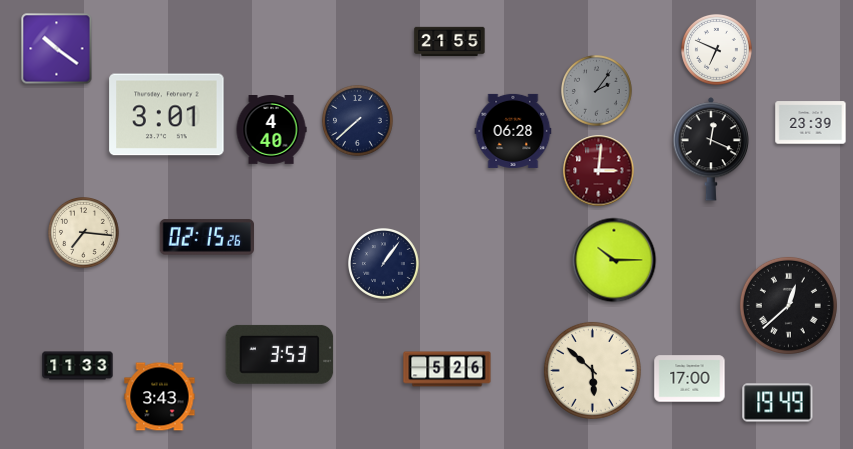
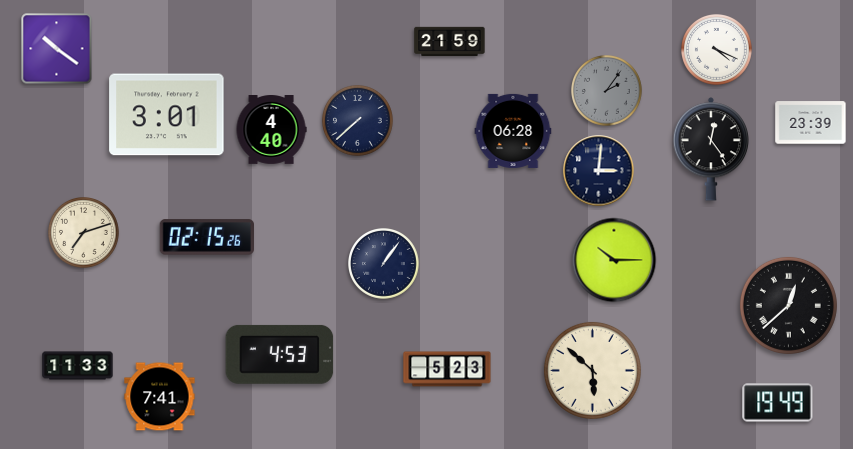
clock at (450, 42): 21:55 -> 21:59
clock at (717, 50): 6:49 -> 4:19
clock at (597, 91) position: (597, 91) -> (607, 91)
clock at (710, 149): 12:19 -> 12:24
clock at (599, 171) dial: burgundy -> navy
clock at (84, 233): 7:16 -> 7:12
clock at (280, 354): 3:53 -> 4:53
clock at (447, 369): 5:26 -> 5:23
clock at (690, 379): 17:00 -> none
clock at (160, 397): 3:43 -> 7:41
